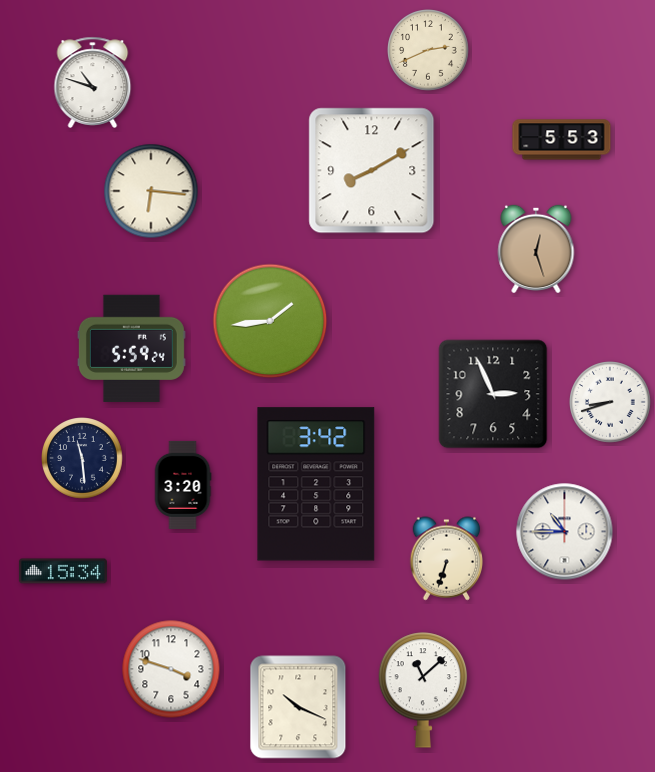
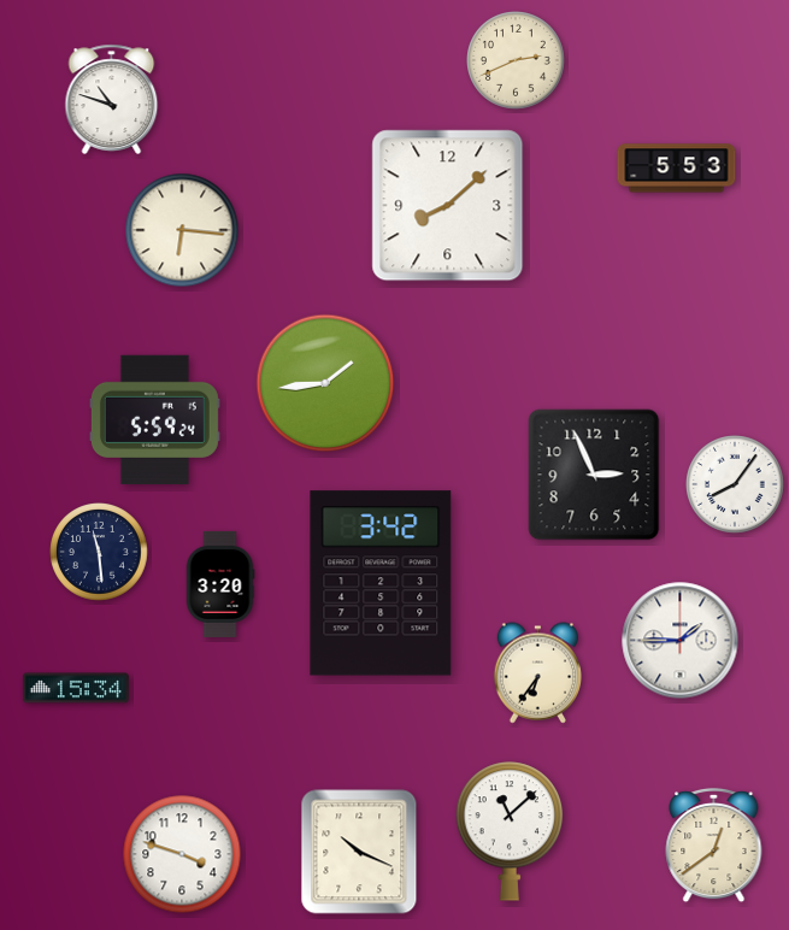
clock at (372, 171): 8:10 -> 8:08
clock at (536, 248): 12:27 -> none
clock at (270, 321) position: (270, 321) -> (325, 383)
clock at (131, 348) position: (131, 348) -> (154, 419)
clock at (610, 402): 8:42 -> 8:06
clock at (565, 532): 10:45 -> 1:45
clock at (446, 559): 6:33 -> 6:36
clock at (171, 669) position: (171, 669) -> (182, 854)
clock at (714, 846): none -> 12:39
